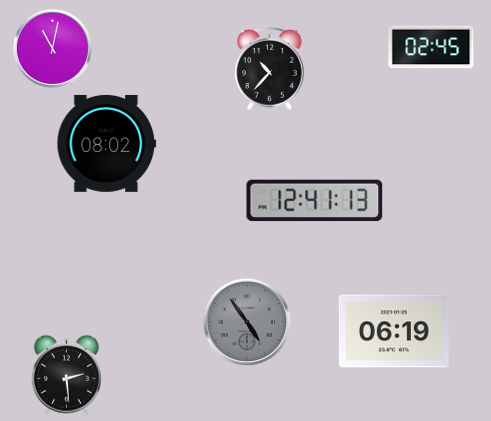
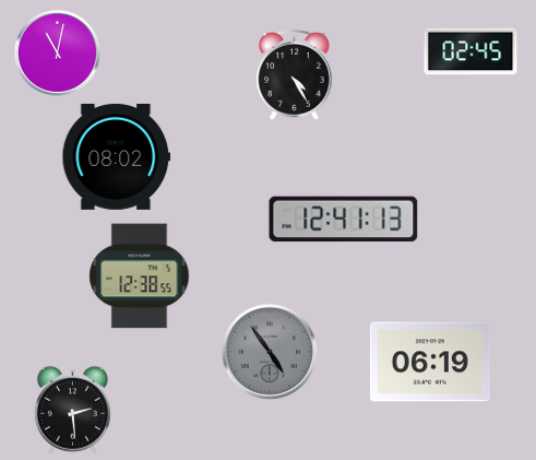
clock at (270, 69): 10:37 -> 4:25
clock at (140, 276): none -> 12:38
